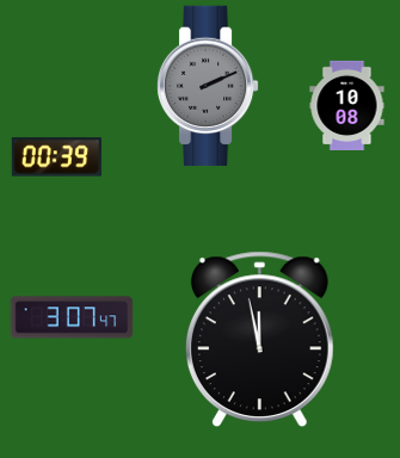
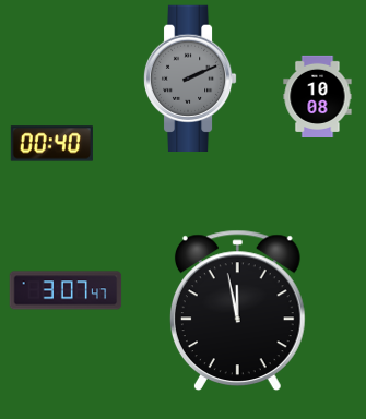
clock at (56, 157): 00:39 -> 00:40
